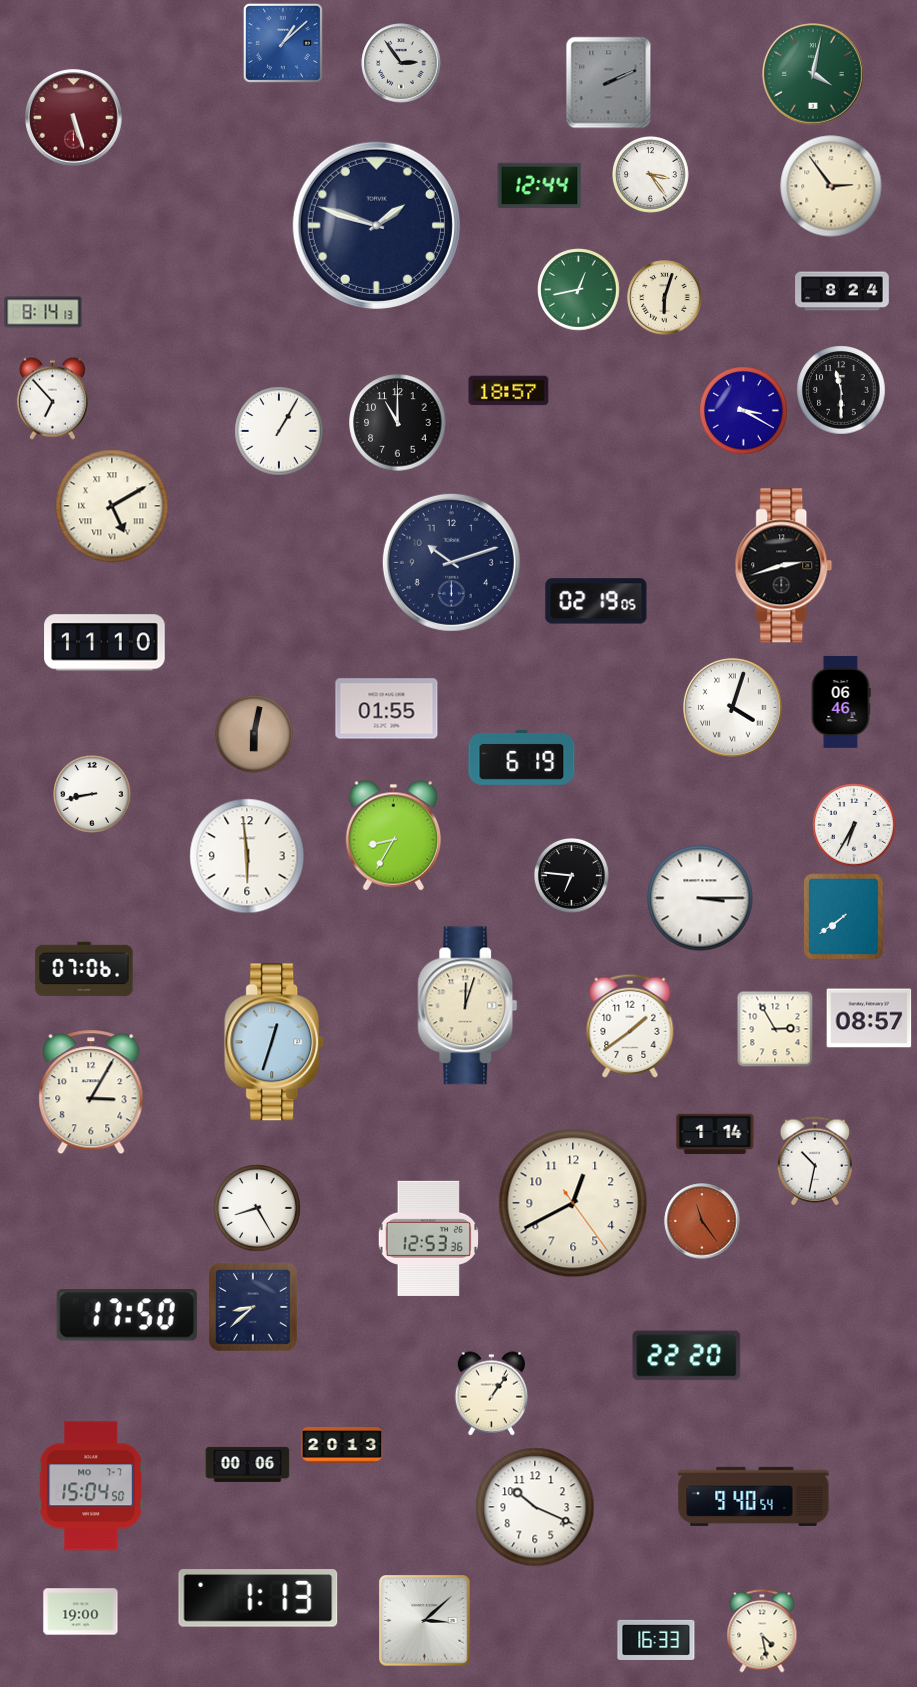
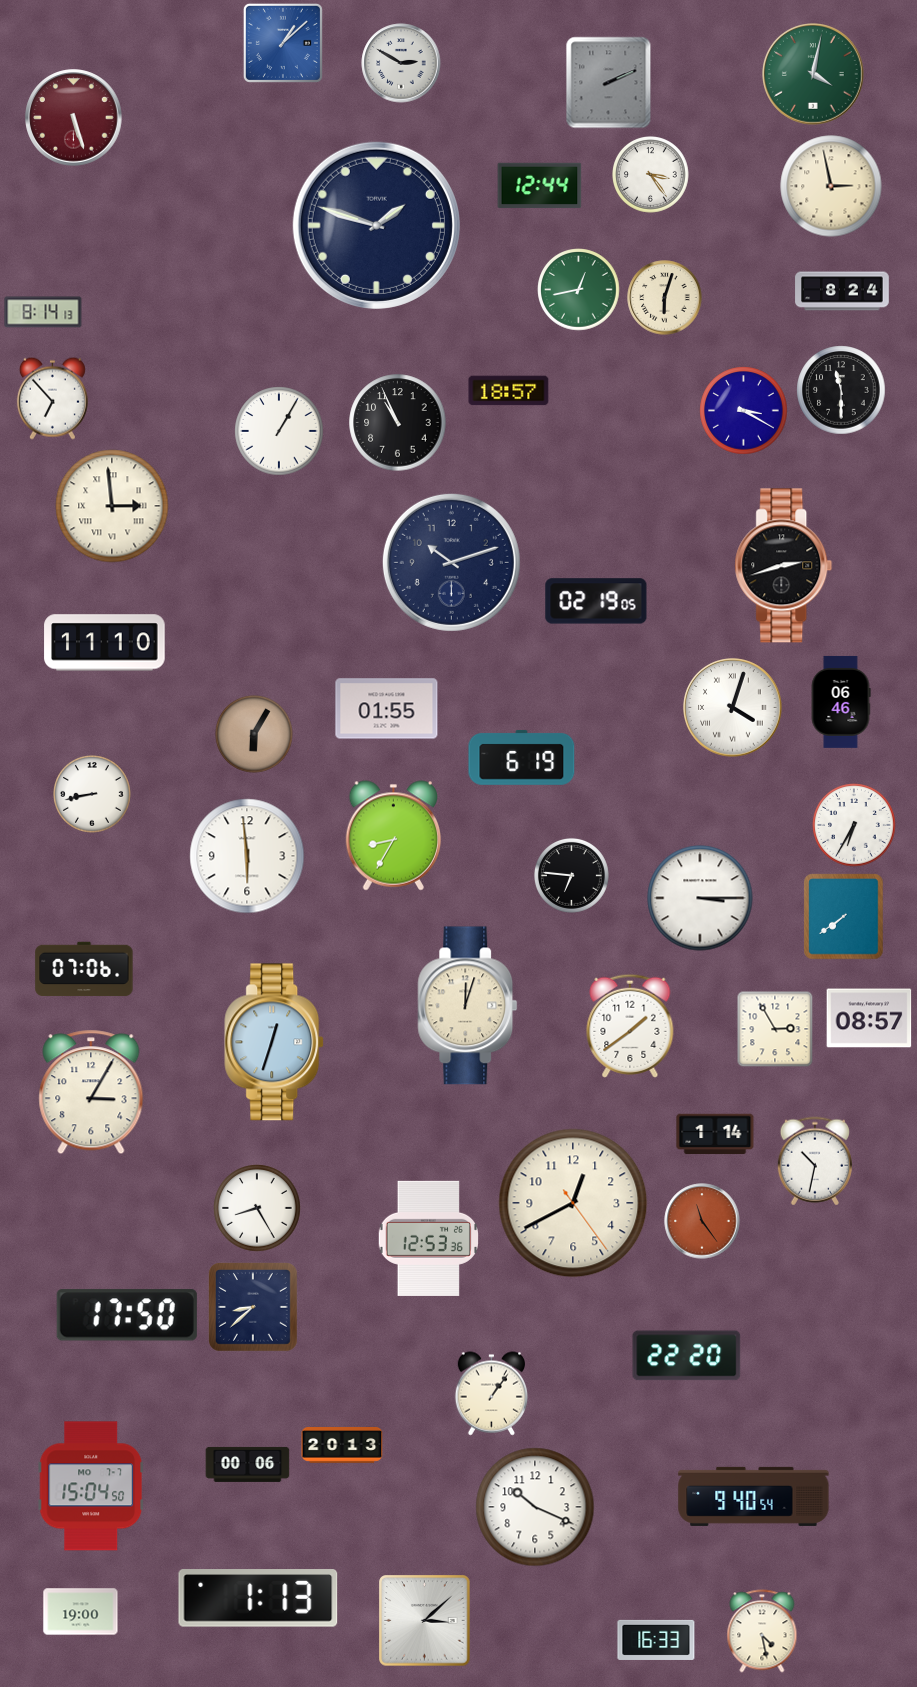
clock at (401, 63): 2:54 -> 2:50
clock at (831, 186): 2:54 -> 2:58
clock at (398, 423): 11:00 -> 10:56
clock at (112, 506): 5:10 -> 2:59
clock at (255, 735): 6:02 -> 6:05
